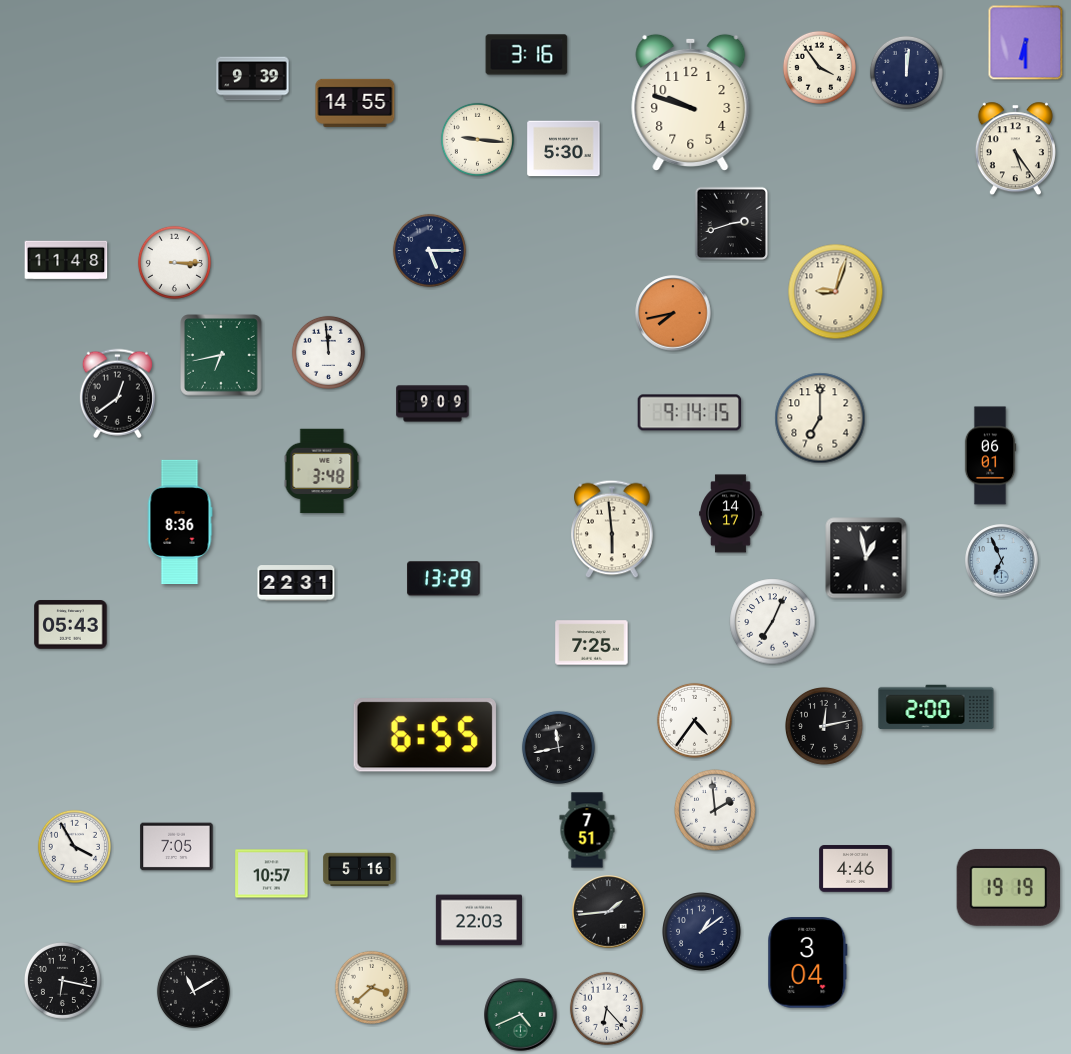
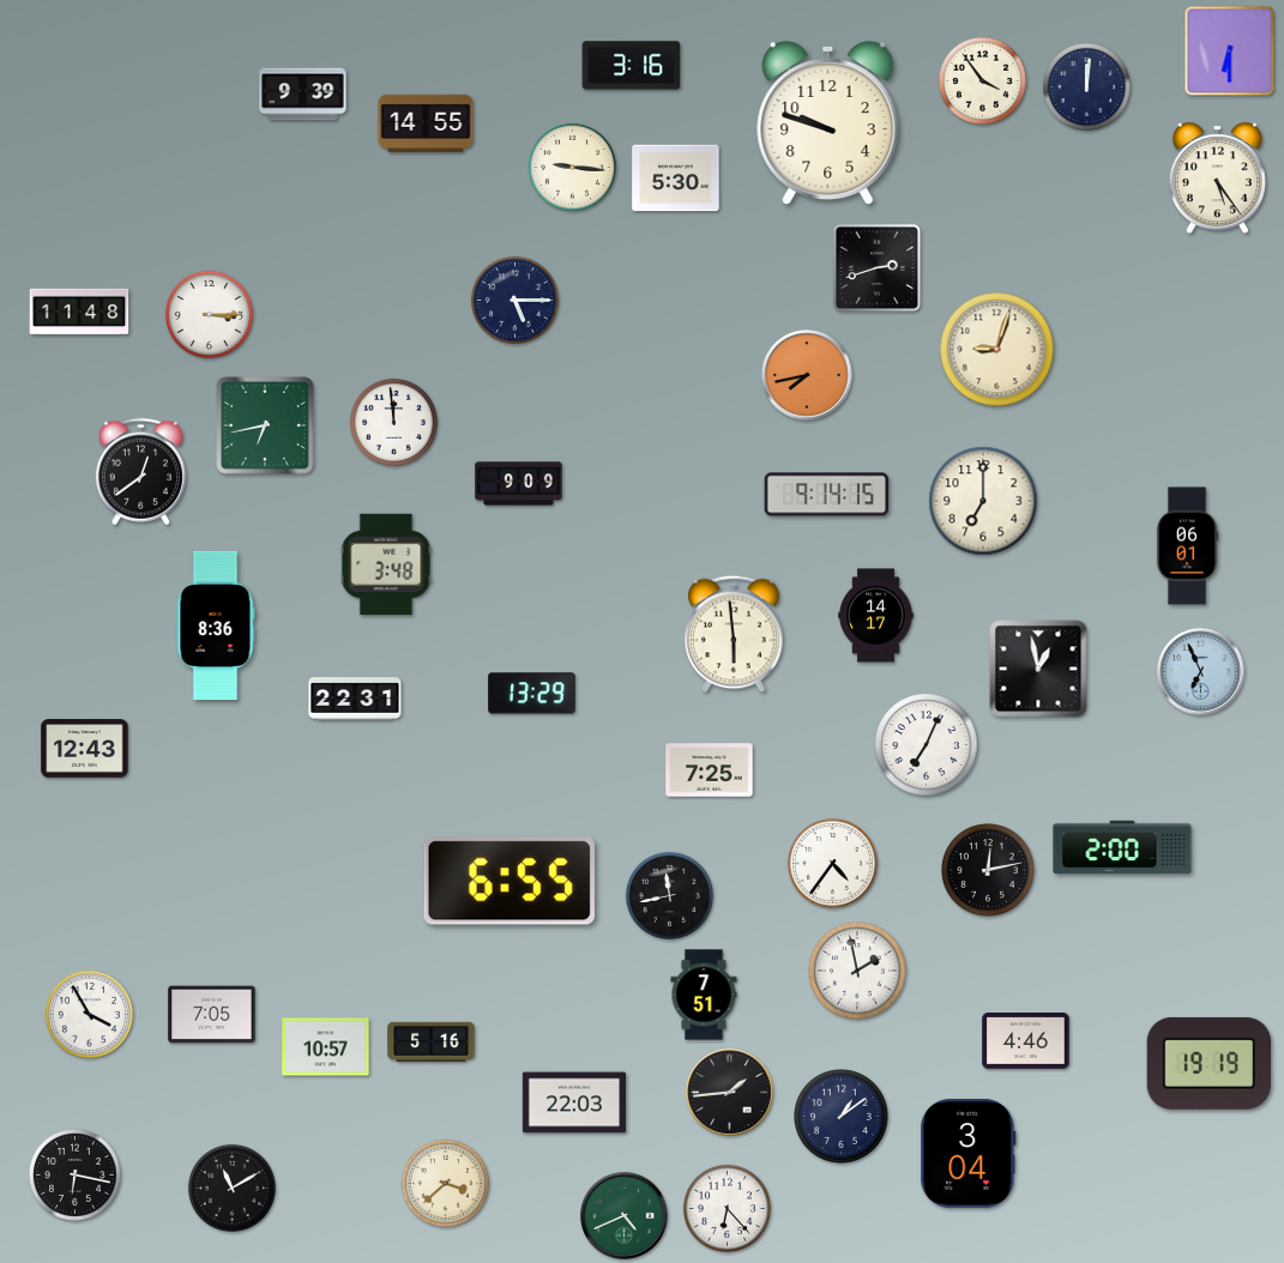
clock at (836, 292) position: (836, 292) -> (997, 350)
clock at (71, 625): 05:43 -> 12:43
clock at (715, 810): 1:59 -> 1:58
